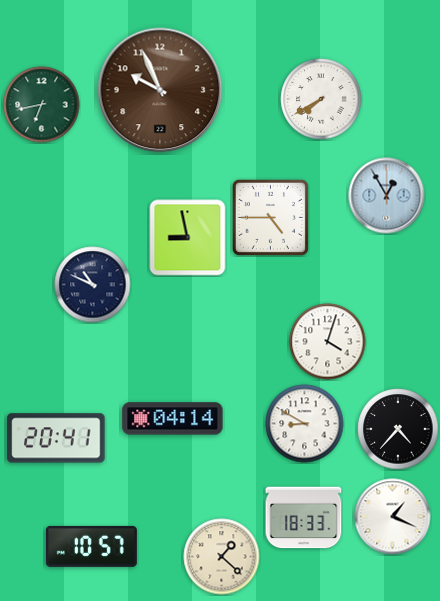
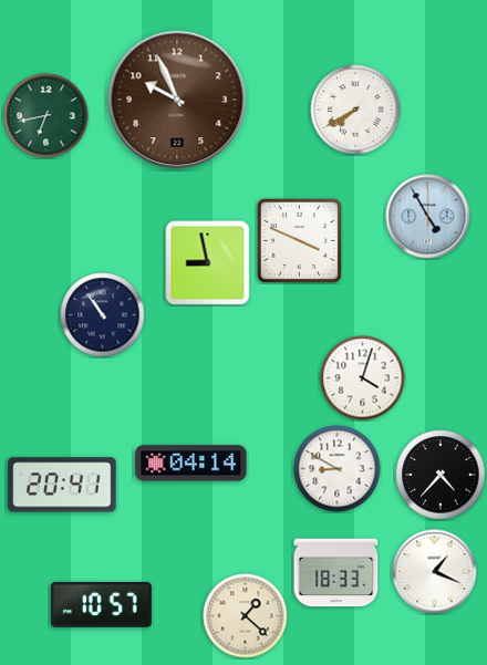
clock at (387, 196): 12:55 -> 4:55
clock at (270, 217): 4:45 -> 3:49
clock at (93, 285): 10:49 -> 10:54
